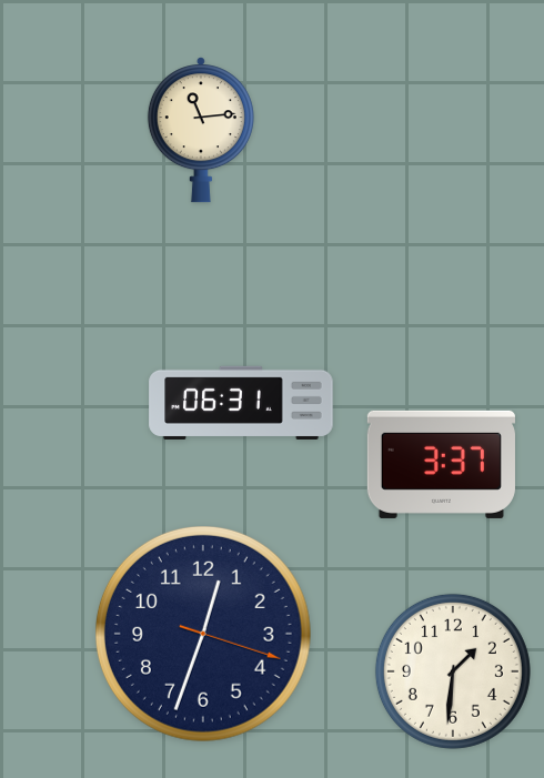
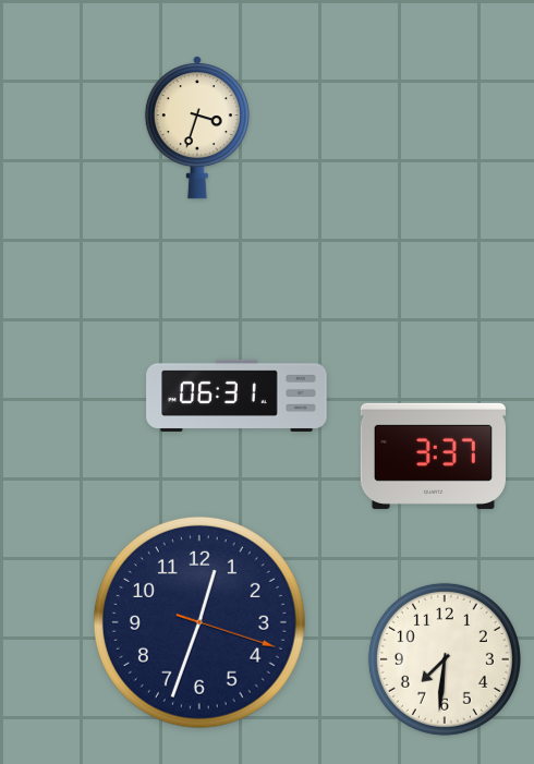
clock at (201, 130): 11:14 -> 3:33
clock at (453, 671): 1:31 -> 7:31
